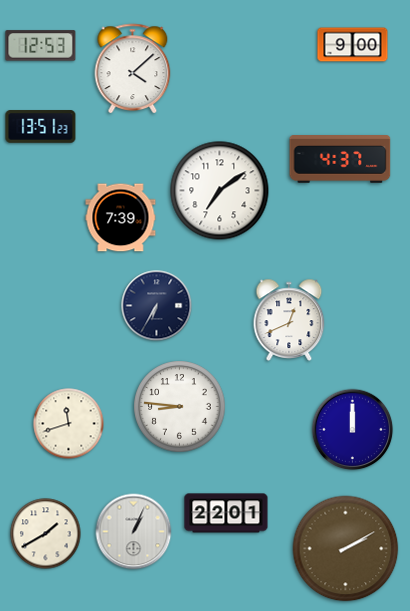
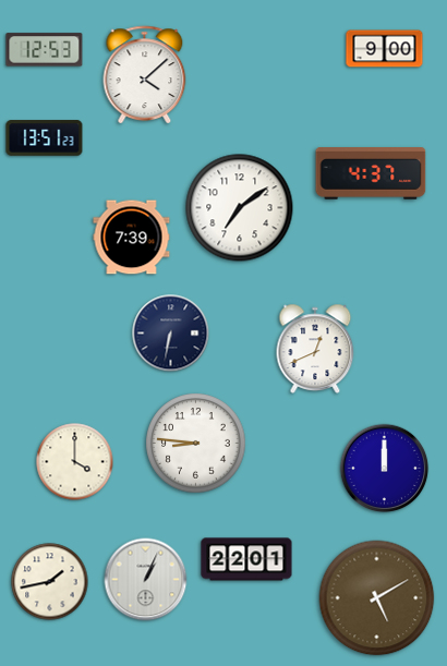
clock at (157, 306): 6:35 -> 6:32
clock at (69, 424): 11:42 -> 4:00
clock at (46, 534): 1:40 -> 1:43
clock at (346, 549): 2:10 -> 5:10
